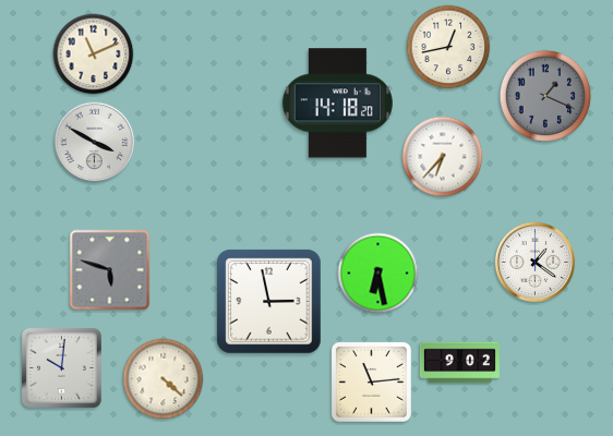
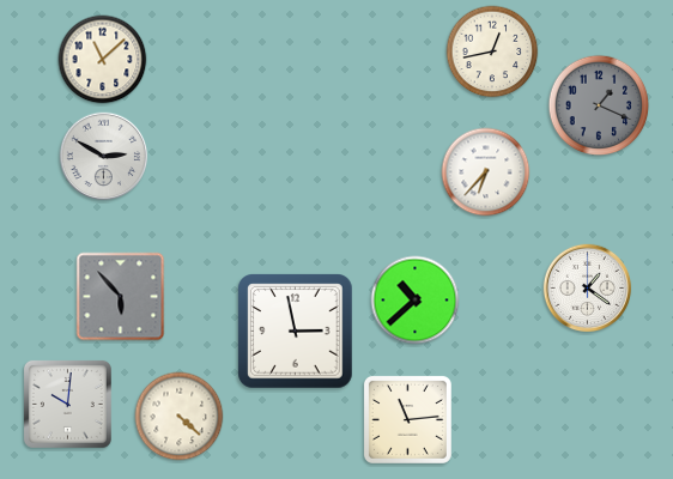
clock at (94, 55): 11:11 -> 11:08
clock at (337, 104): 14:18 -> none
clock at (95, 143): 3:50 -> 2:50
clock at (110, 270): 5:48 -> 5:53
clock at (378, 274): 6:28 -> 10:38
clock at (459, 363): 9:02 -> none
